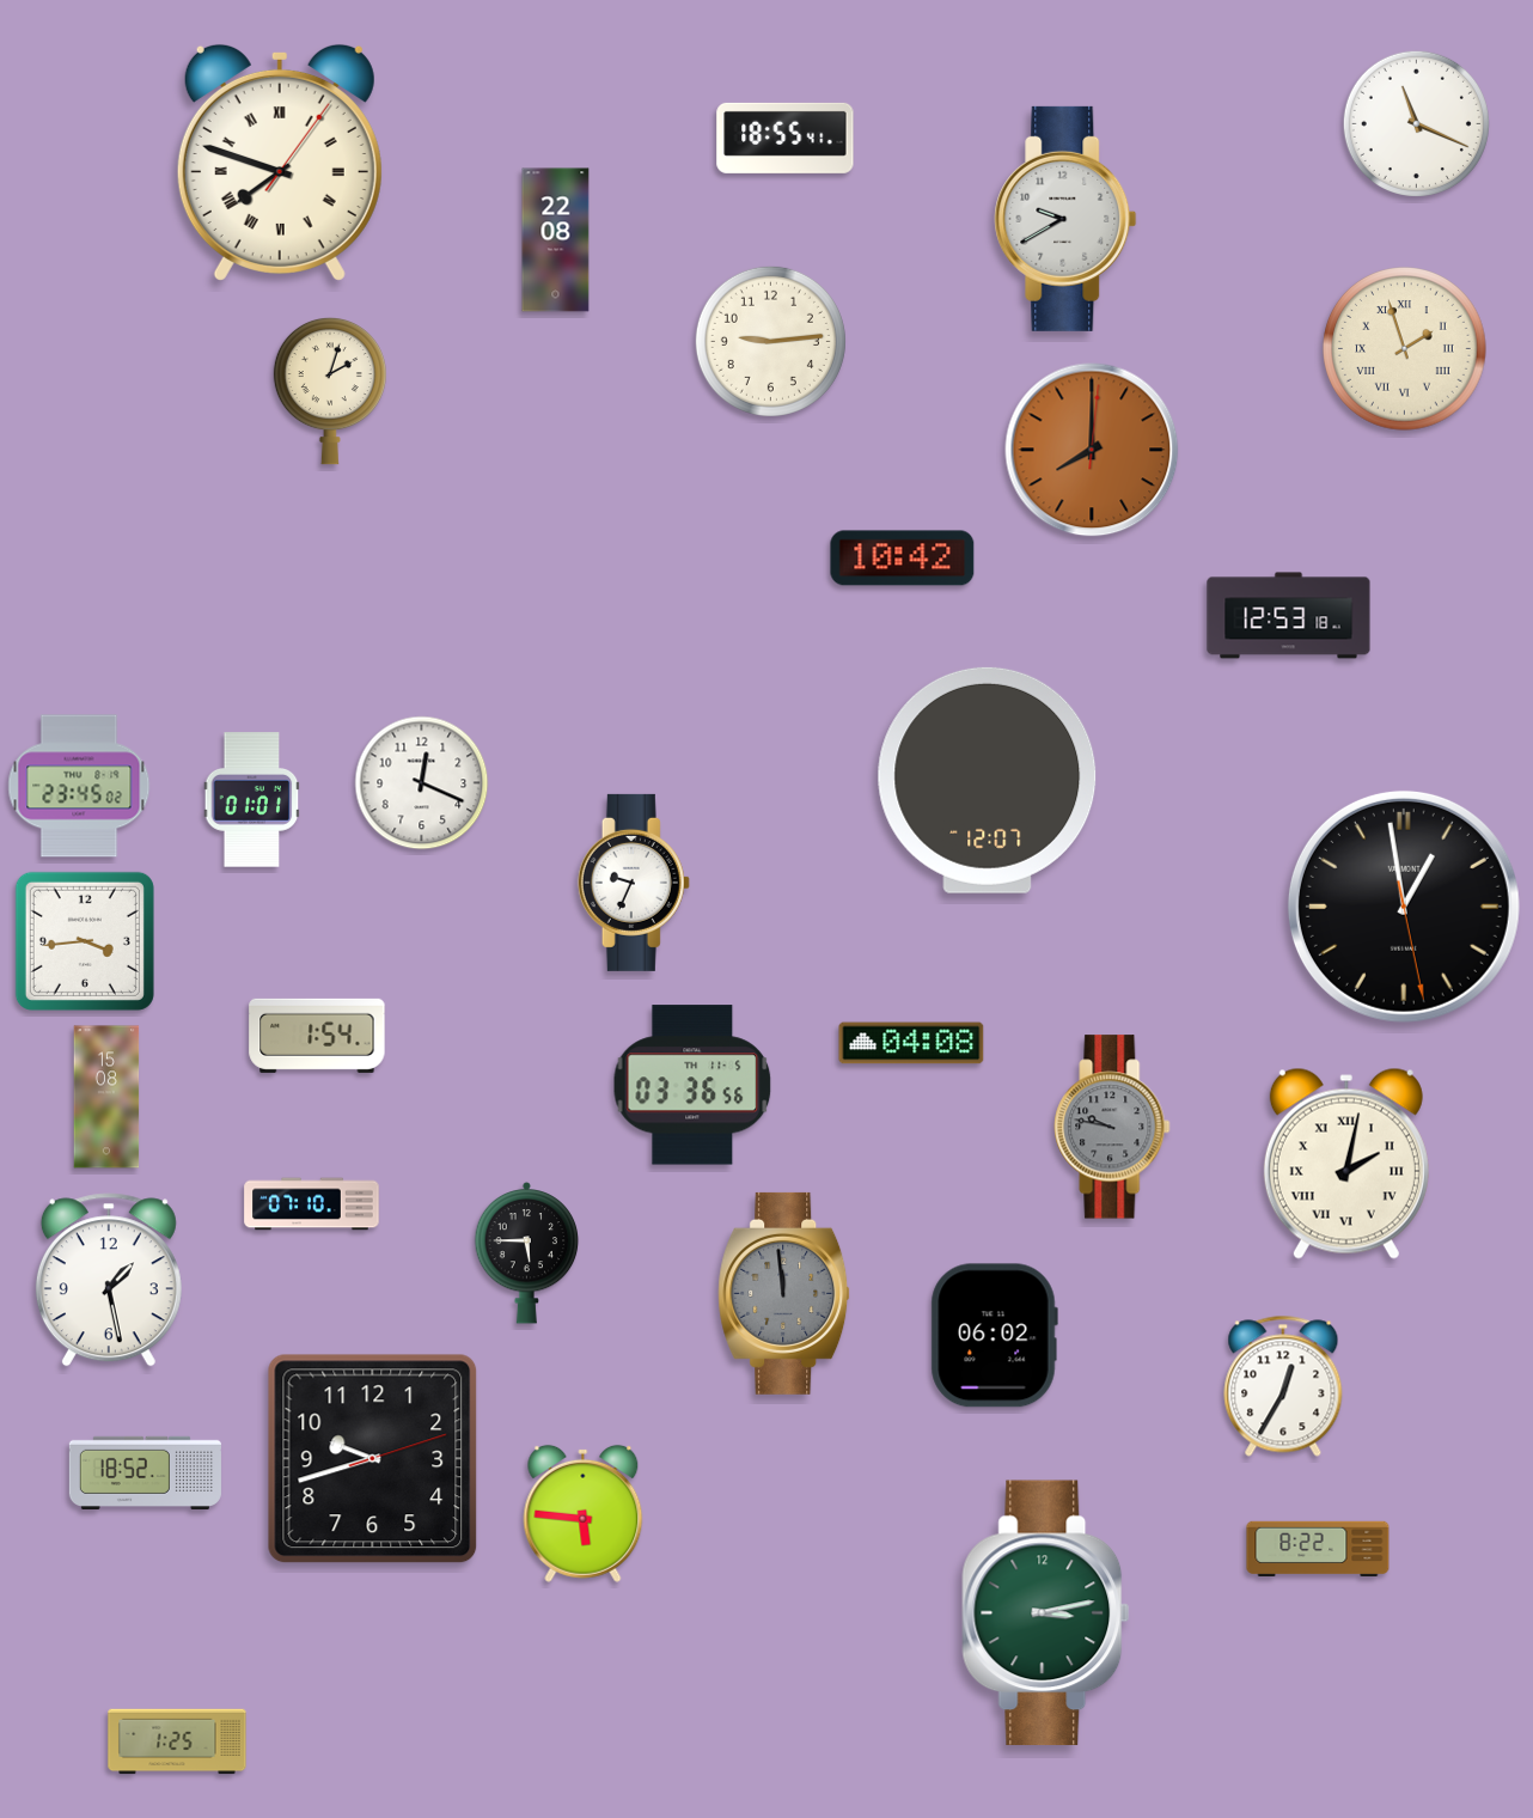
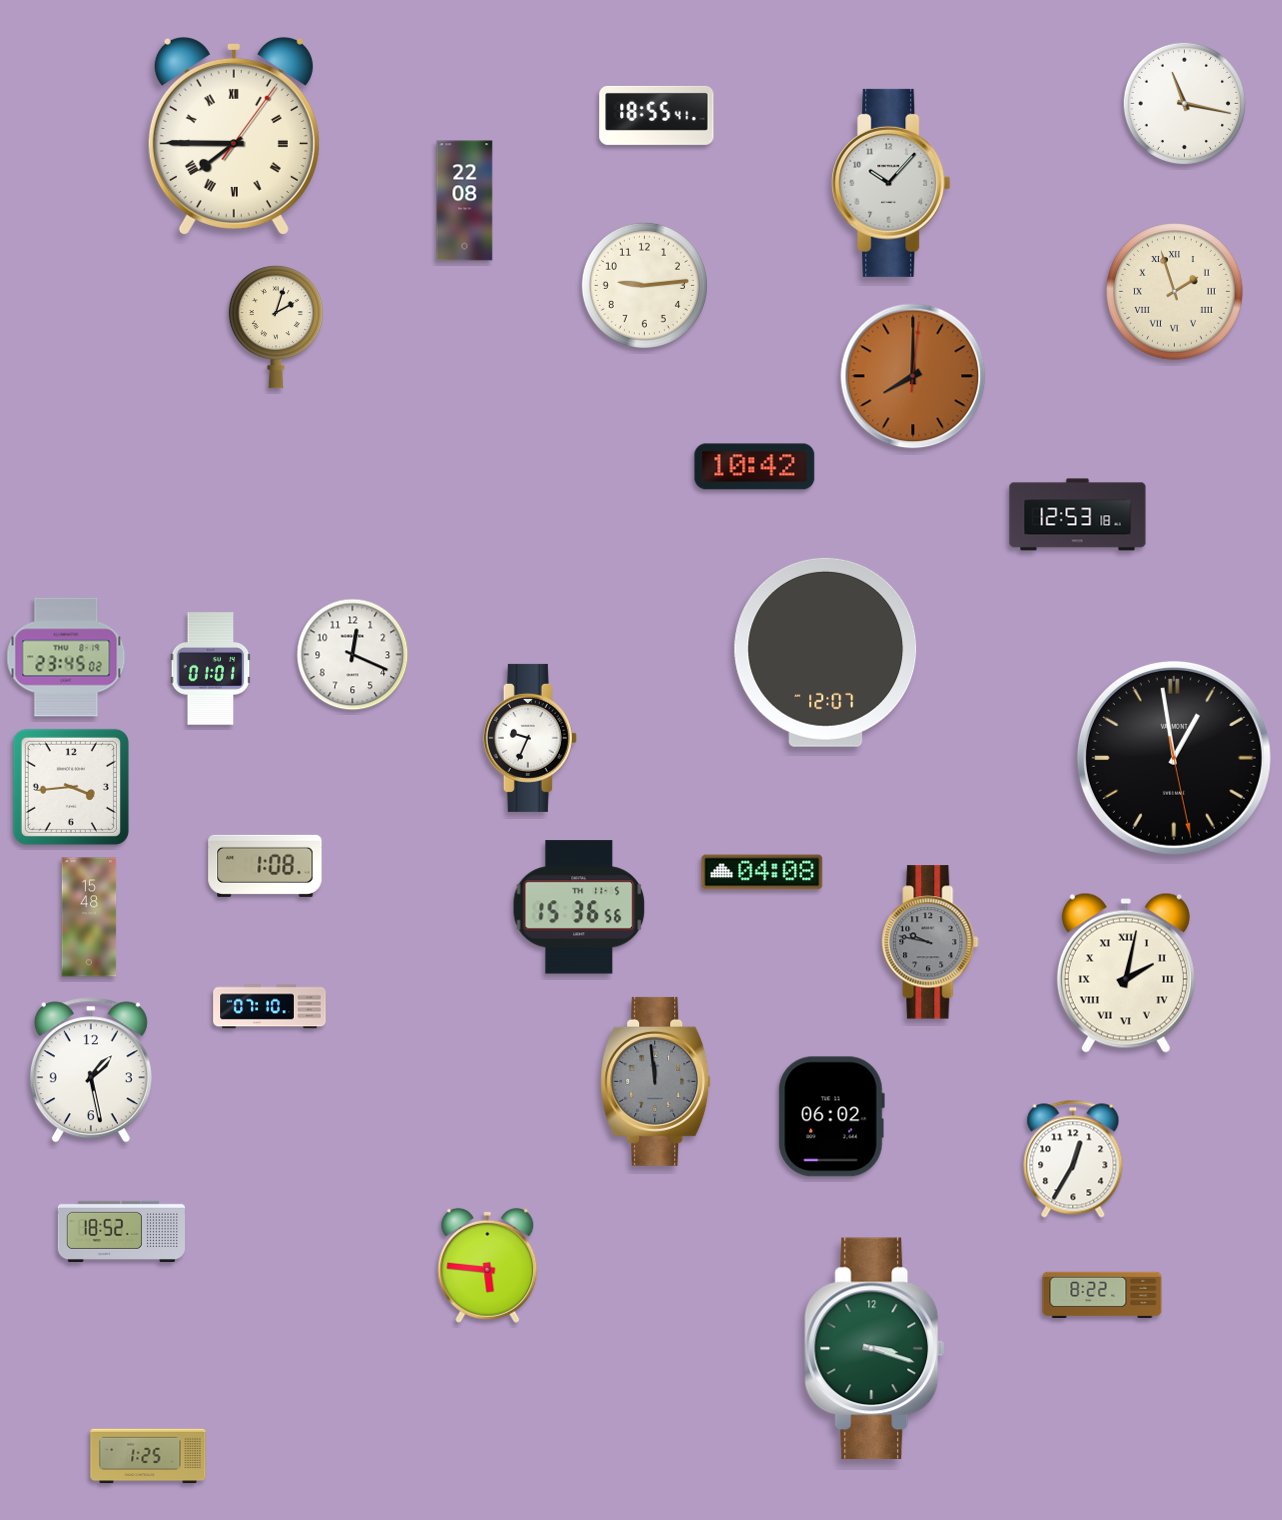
clock at (1416, 123): 11:19 -> 11:17
clock at (280, 163): 7:48 -> 7:45
clock at (1065, 219): 9:40 -> 10:07
clock at (317, 1036): 1:54 -> 1:08
clock at (692, 1085): 03:36 -> 15:36
clock at (106, 1097): 15:08 -> 15:48
clock at (312, 1204) position: (312, 1204) -> (270, 1007)
clock at (527, 1252): 5:45 -> none
clock at (373, 1459): 9:42 -> none
clock at (1046, 1613): 3:13 -> 3:18
